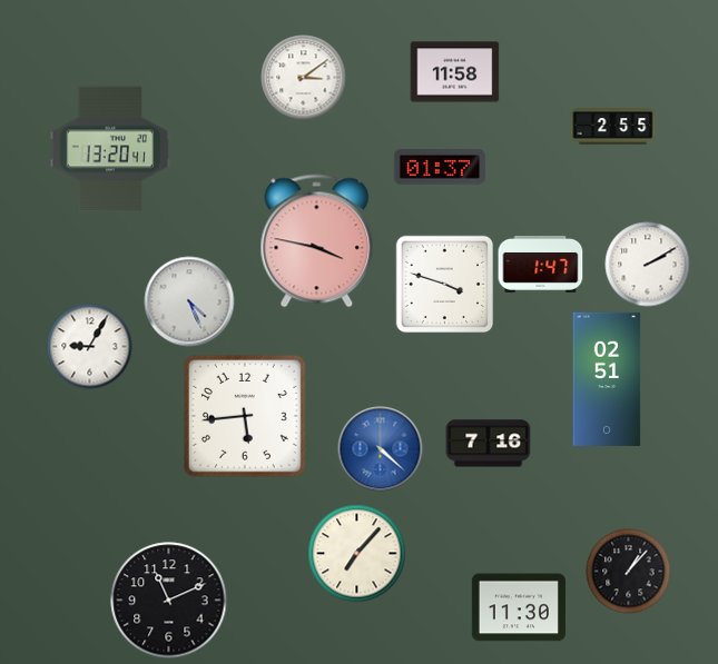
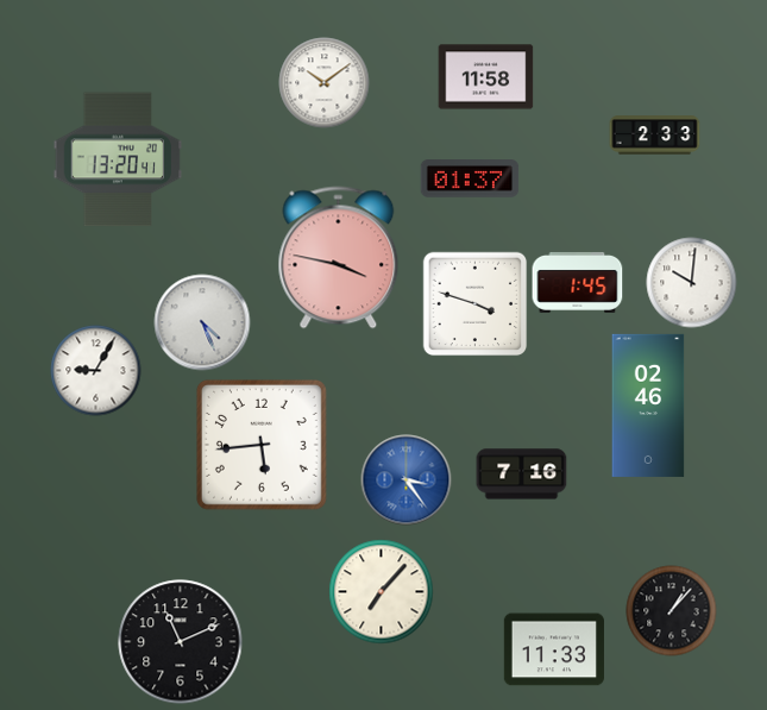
clock at (304, 78): 3:09 -> 10:09
clock at (613, 127): 2:55 -> 2:33
clock at (541, 264): 1:47 -> 1:45
clock at (648, 265): 2:10 -> 10:01
clock at (607, 379): 02:51 -> 02:46
clock at (381, 449): 4:22 -> 3:24
clock at (519, 607): 11:30 -> 11:33
